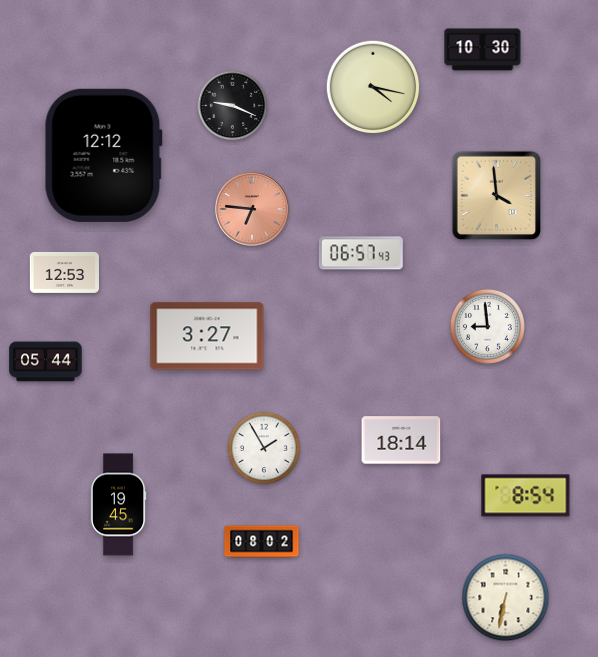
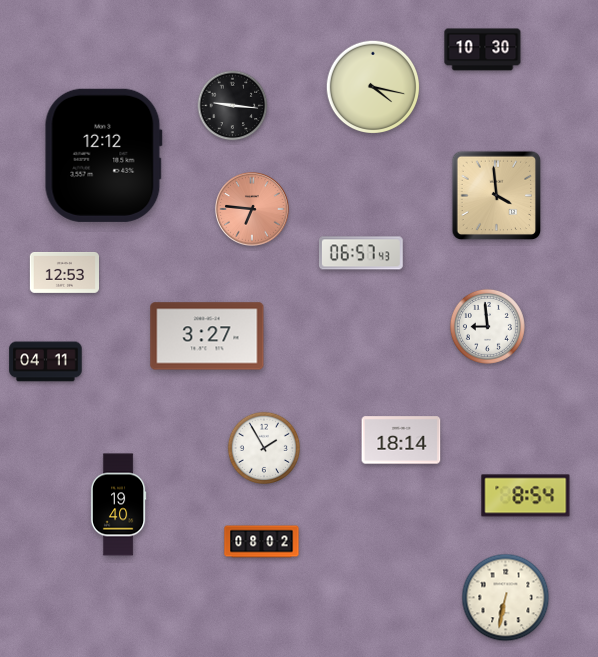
clock at (233, 106): 9:19 -> 9:16
clock at (46, 362): 05:44 -> 04:11
clock at (118, 505): 19:45 -> 19:40
